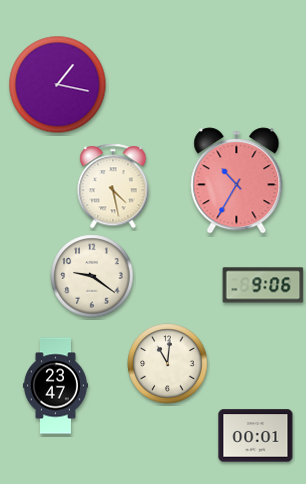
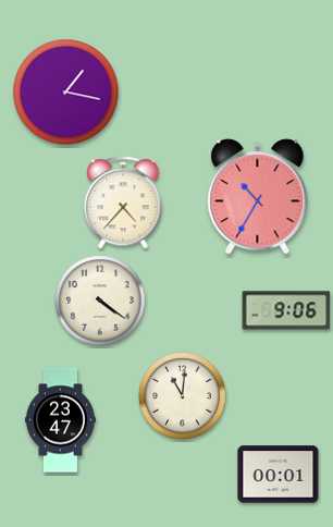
clock at (58, 85) position: (58, 85) -> (66, 93)
clock at (113, 186): 4:28 -> 4:37
clock at (92, 276): 9:21 -> 4:21
